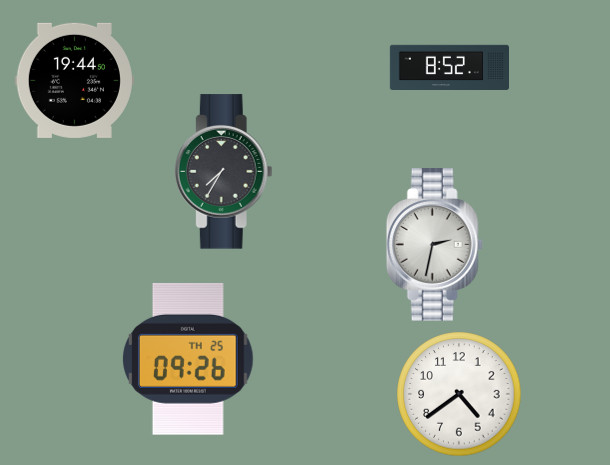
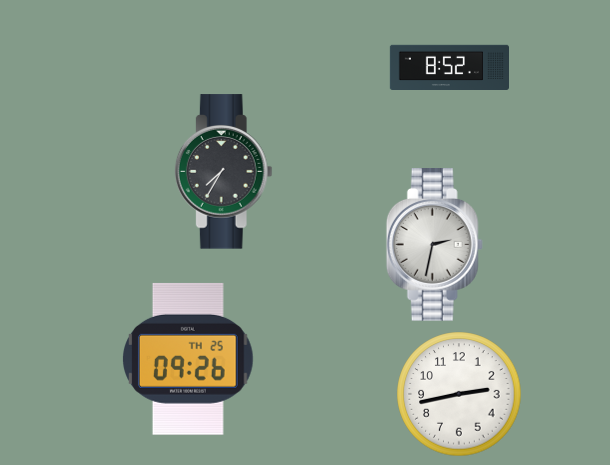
clock at (74, 80): 19:44 -> none
clock at (459, 394): 4:39 -> 2:43
